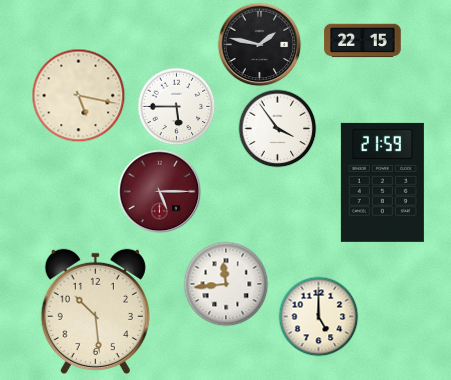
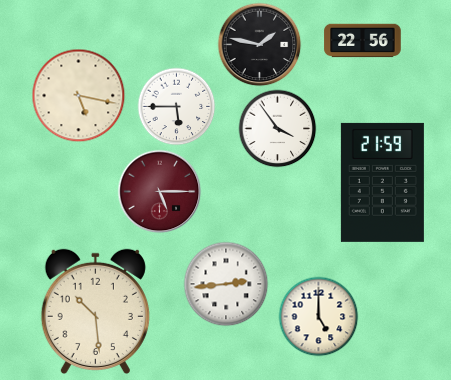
clock at (363, 41): 22:15 -> 22:56
clock at (226, 284): 11:44 -> 2:44
